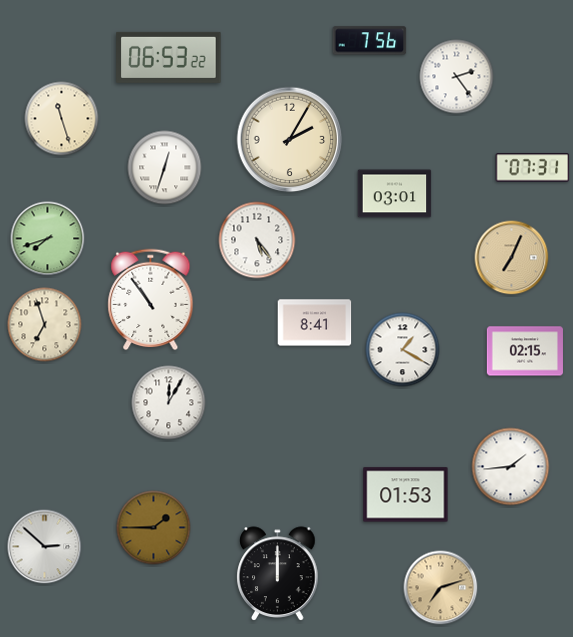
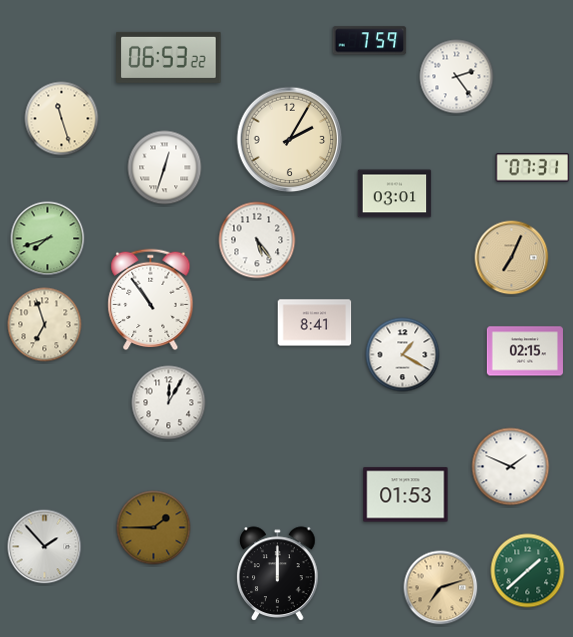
clock at (370, 41): 7:56 -> 7:59
clock at (403, 350) position: (403, 350) -> (403, 355)
clock at (511, 467): 1:44 -> 1:49
clock at (45, 547): 2:52 -> 1:53
clock at (528, 571): none -> 1:38
